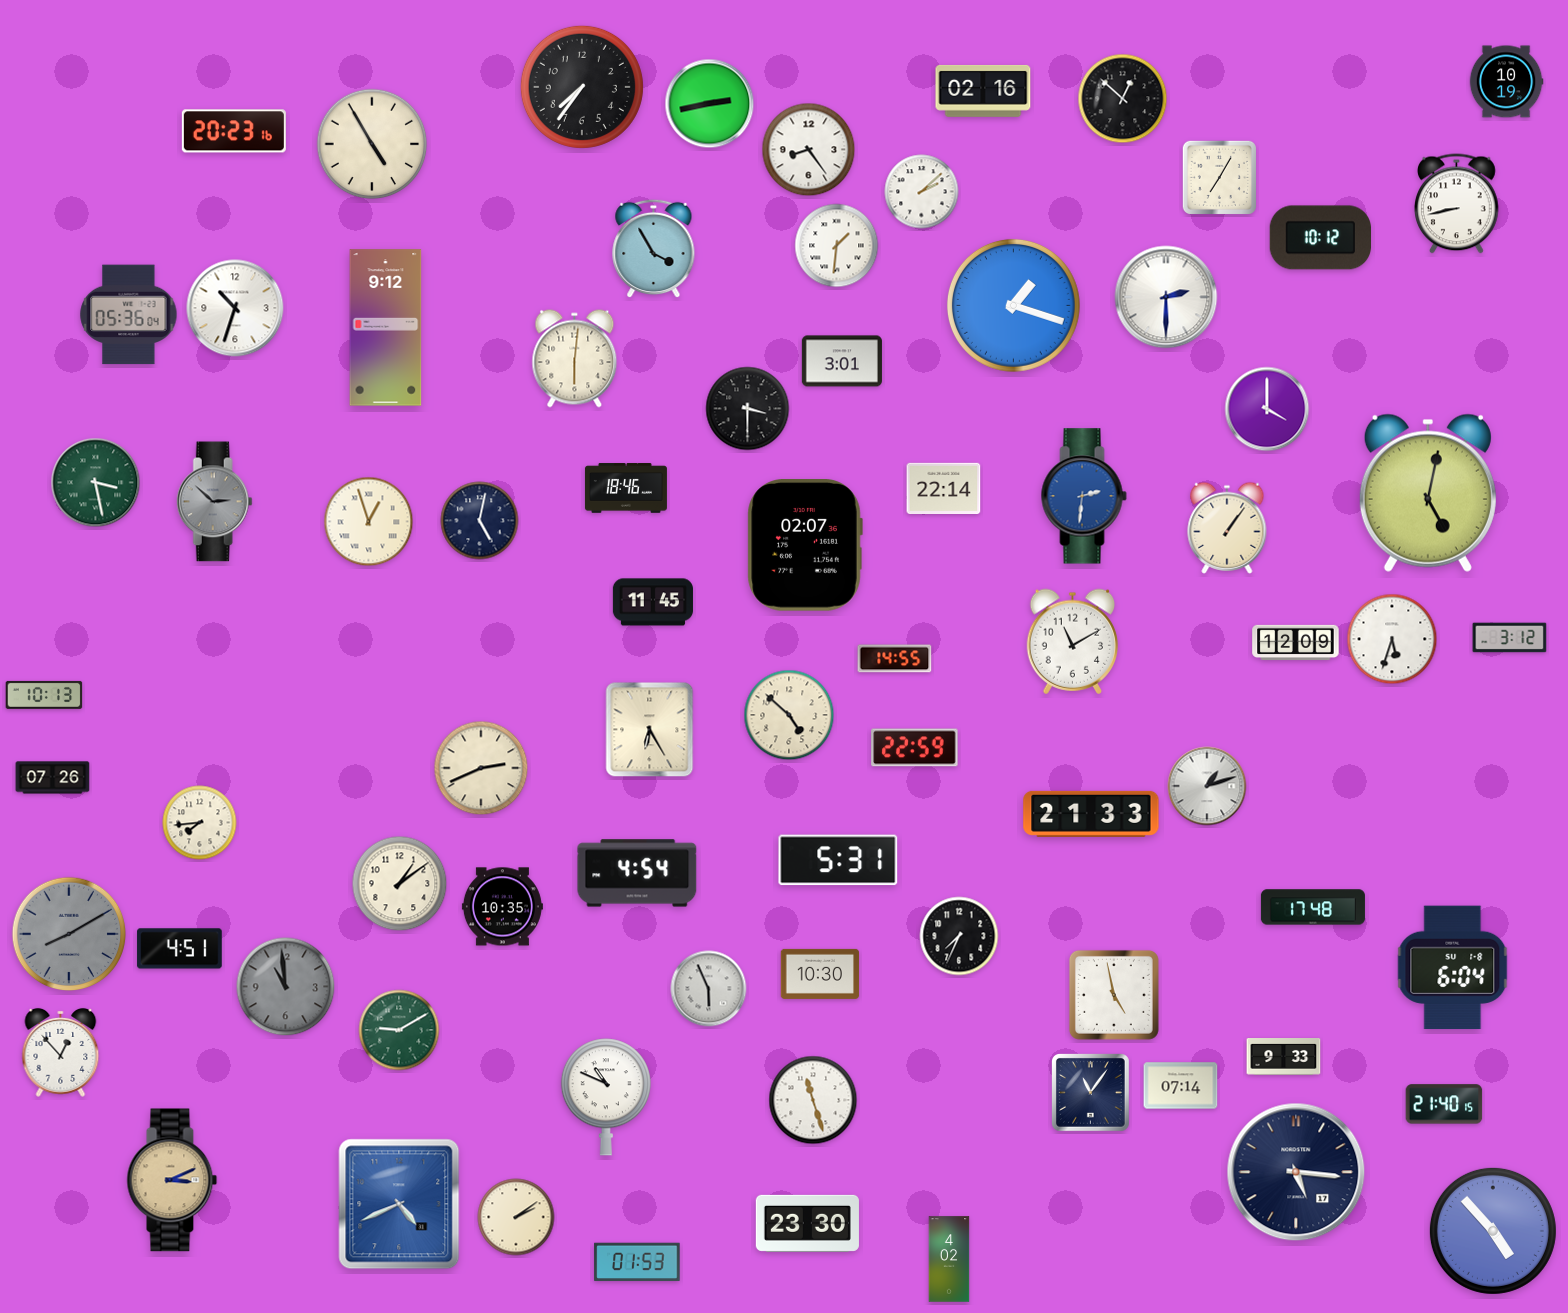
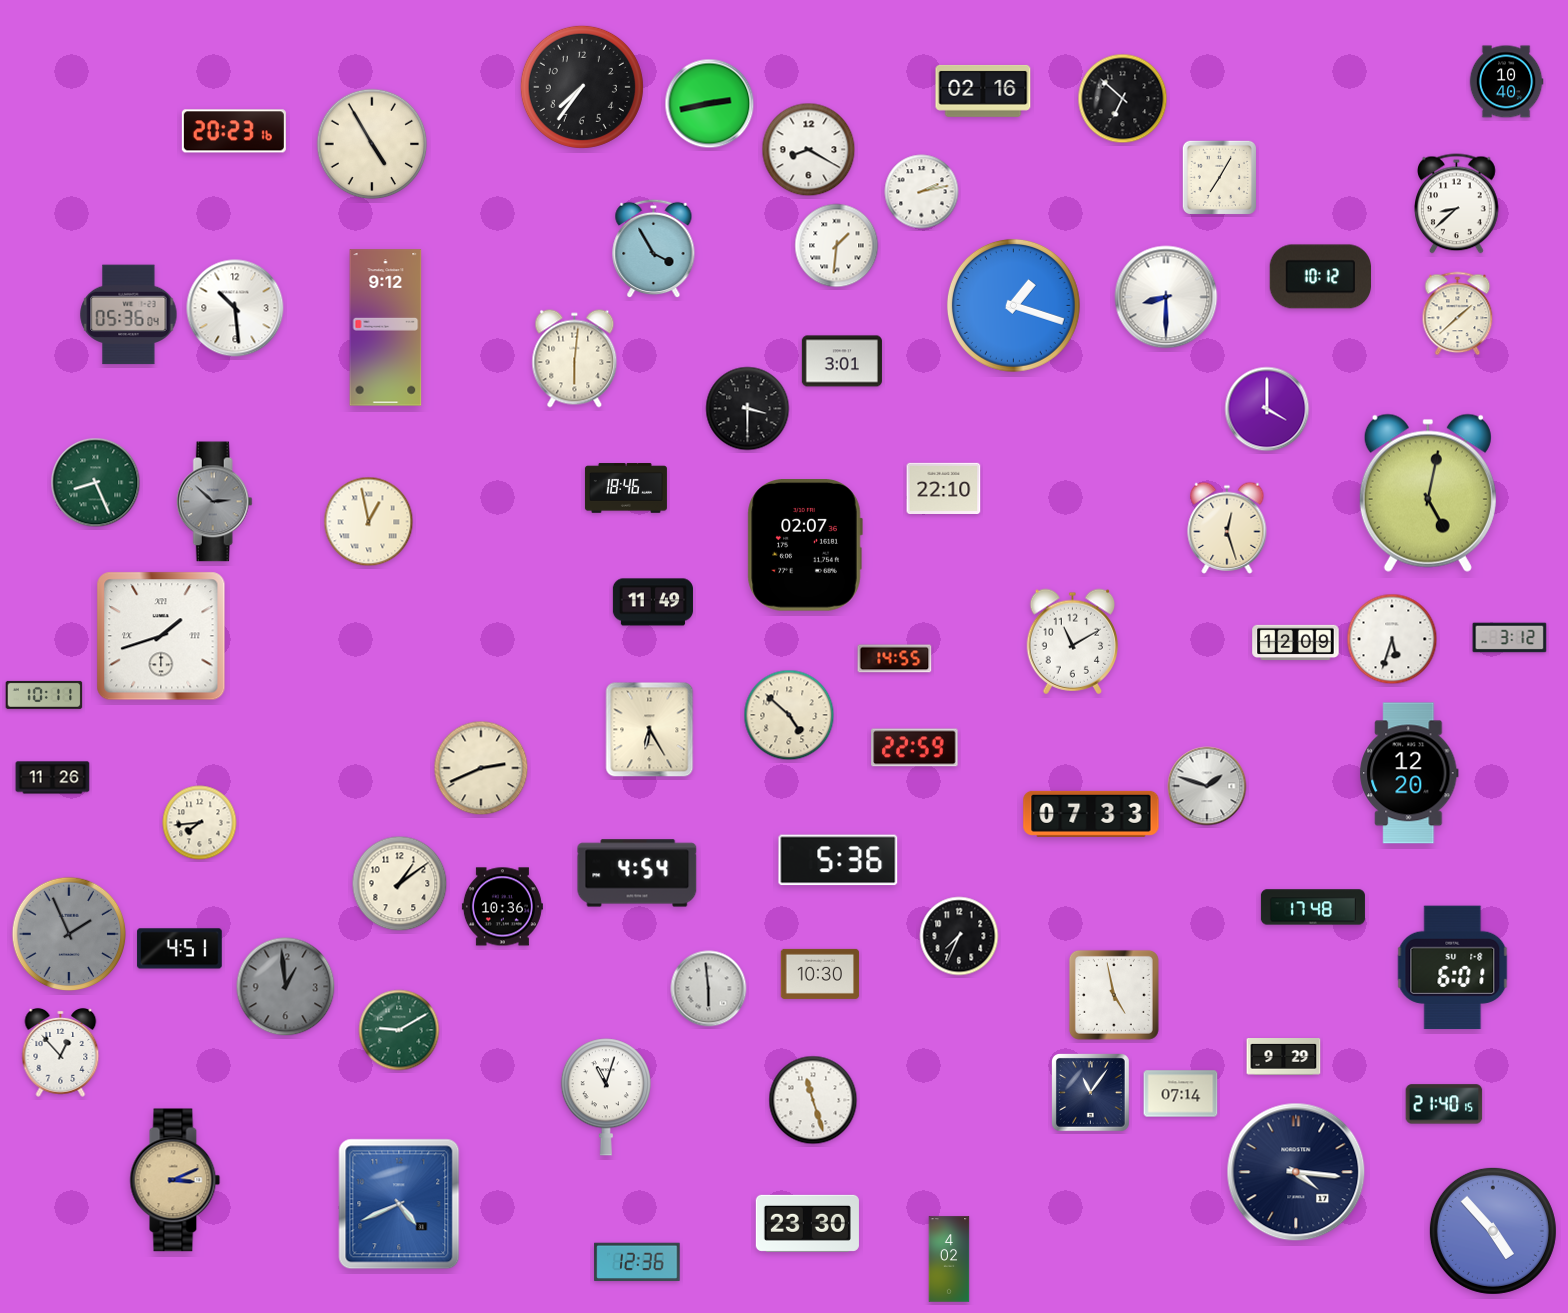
clock at (1506, 82): 10:19 -> 10:40
clock at (1123, 99): 12:52 -> 6:52
clock at (809, 150): 8:24 -> 8:20
clock at (922, 192): 2:08 -> 2:13
clock at (1457, 204): 8:43 -> 8:38
clock at (1320, 238) position: (1320, 238) -> (1320, 277)
clock at (1166, 297): 2:30 -> 8:30
clock at (235, 308): 10:33 -> 10:29
clock at (1458, 314): none -> 1:38
clock at (96, 483): 3:28 -> 8:26
clock at (944, 488): 22:14 -> 22:10
clock at (1084, 496): 2:31 -> none
clock at (480, 521): 5:02 -> none
clock at (369, 522): 12:57 -> 12:58
clock at (1227, 528): 1:06 -> 12:27
clock at (653, 602): 11:45 -> 11:49
clock at (161, 636): none -> 1:42
clock at (44, 695): 10:13 -> 10:11
clock at (1409, 773): none -> 12:20
clock at (53, 778): 07:26 -> 11:26
clock at (1207, 786): 1:12 -> 1:48
clock at (1091, 814): 21:33 -> 07:33
clock at (838, 860): 5:31 -> 5:36
clock at (502, 907): 10:35 -> 10:36
clock at (69, 934): 8:10 -> 1:56
clock at (1453, 968): 6:04 -> 6:01
clock at (286, 987): 10:59 -> 12:59
clock at (709, 989): 5:56 -> 5:59
clock at (1284, 1057): 9:33 -> 9:29
clock at (1181, 1086) position: (1181, 1086) -> (1181, 1094)
clock at (606, 1097): 10:49 -> 11:03
clock at (1296, 1172): 5:16 -> 4:16
clock at (172, 1180) position: (172, 1180) -> (175, 1180)
clock at (516, 1217): 2:09 -> none
clock at (637, 1262): 01:53 -> 12:36
